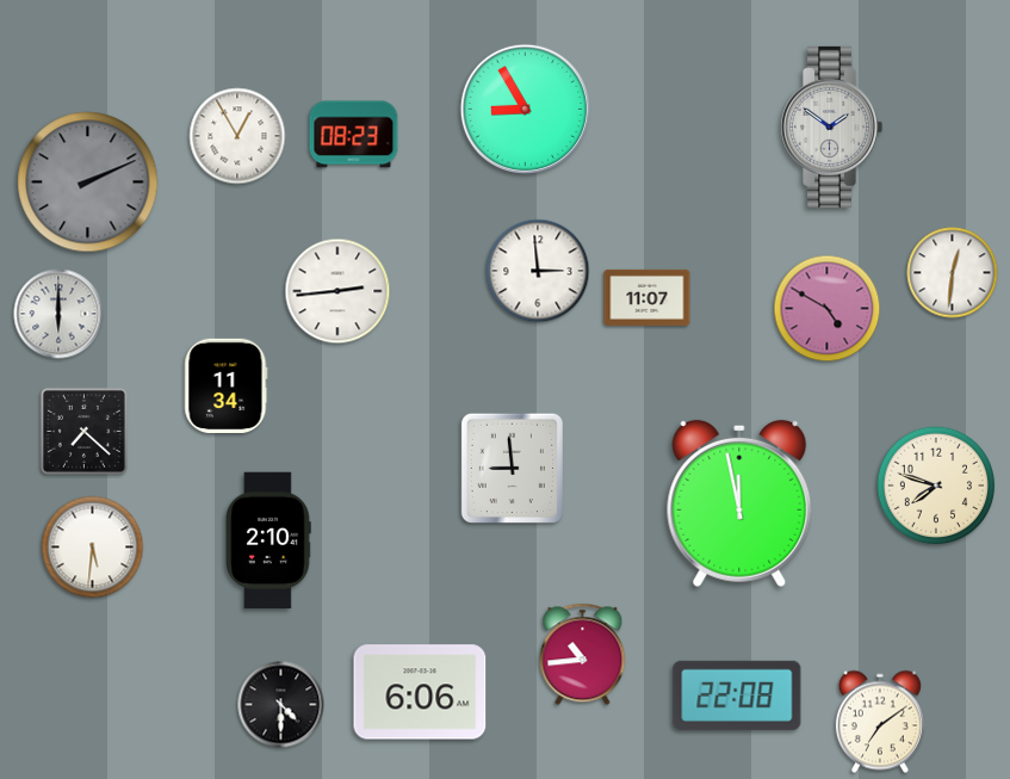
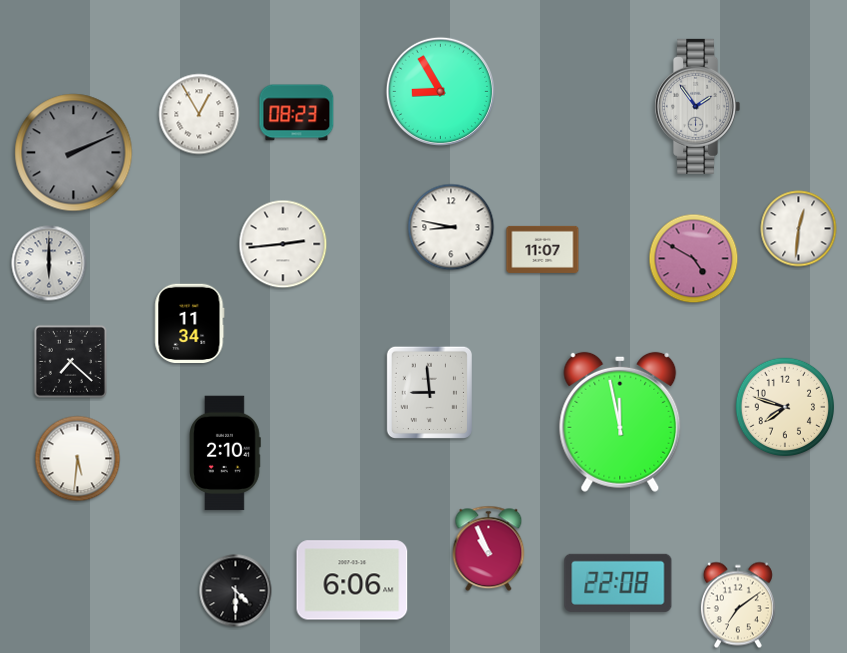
clock at (832, 126): 1:51 -> 1:54
clock at (538, 271): 2:59 -> 8:47
clock at (583, 655): 10:44 -> 10:56
